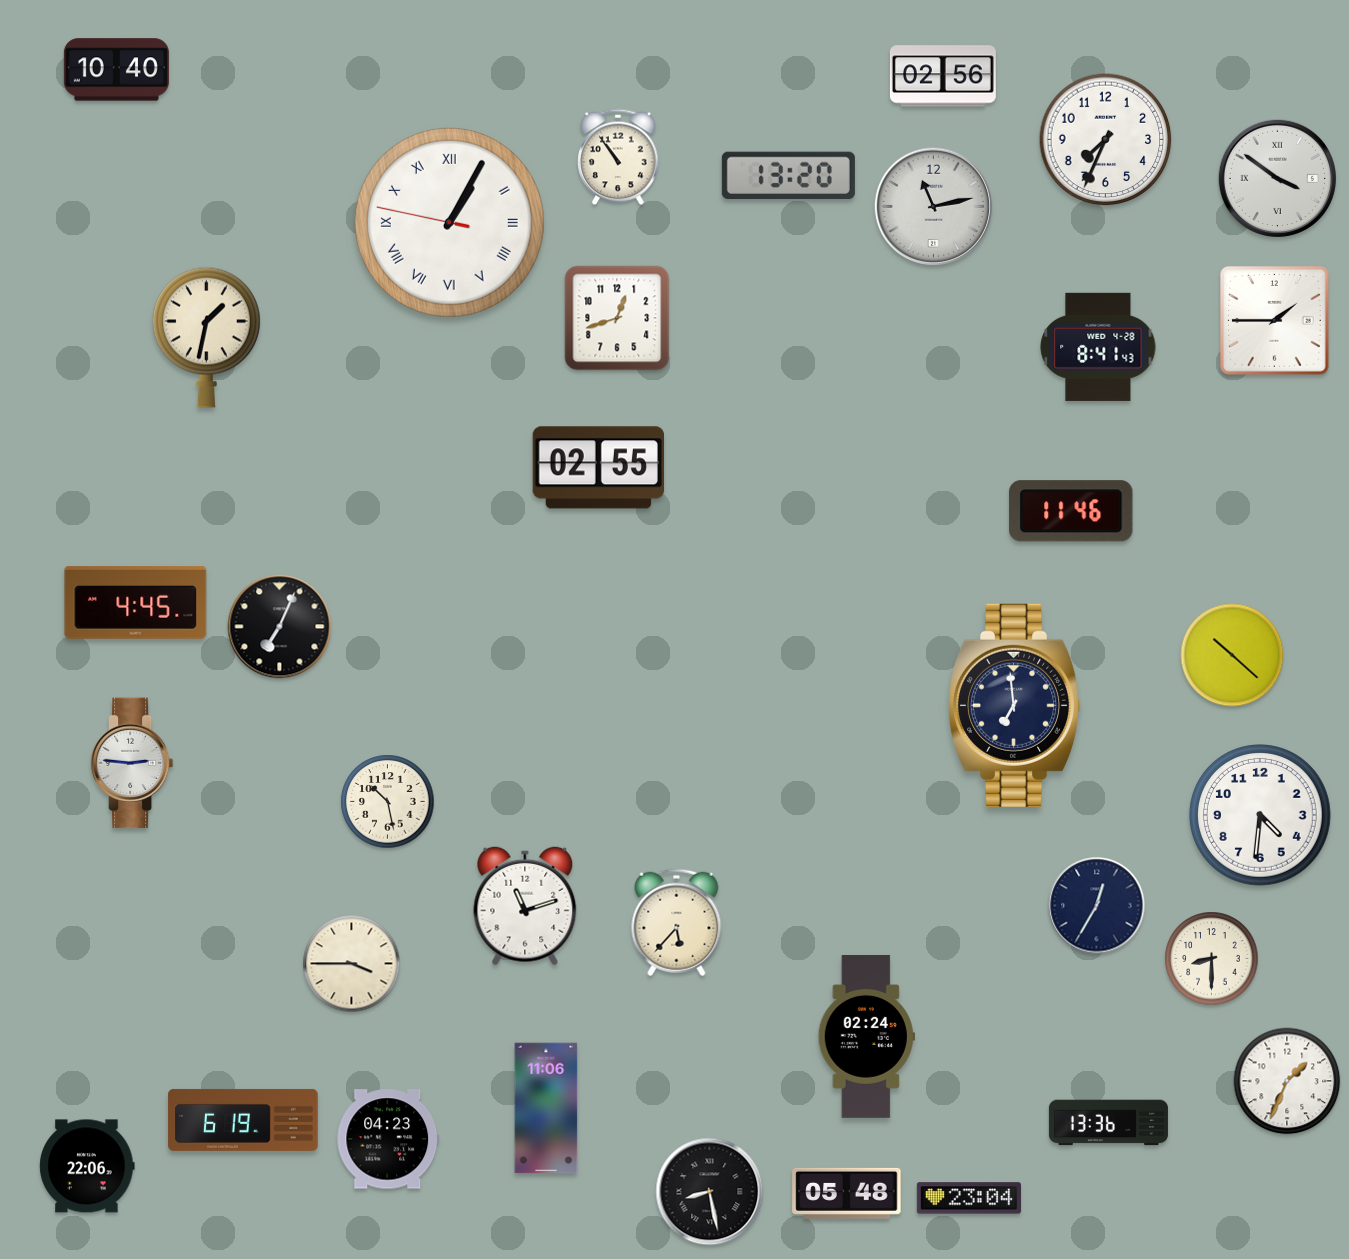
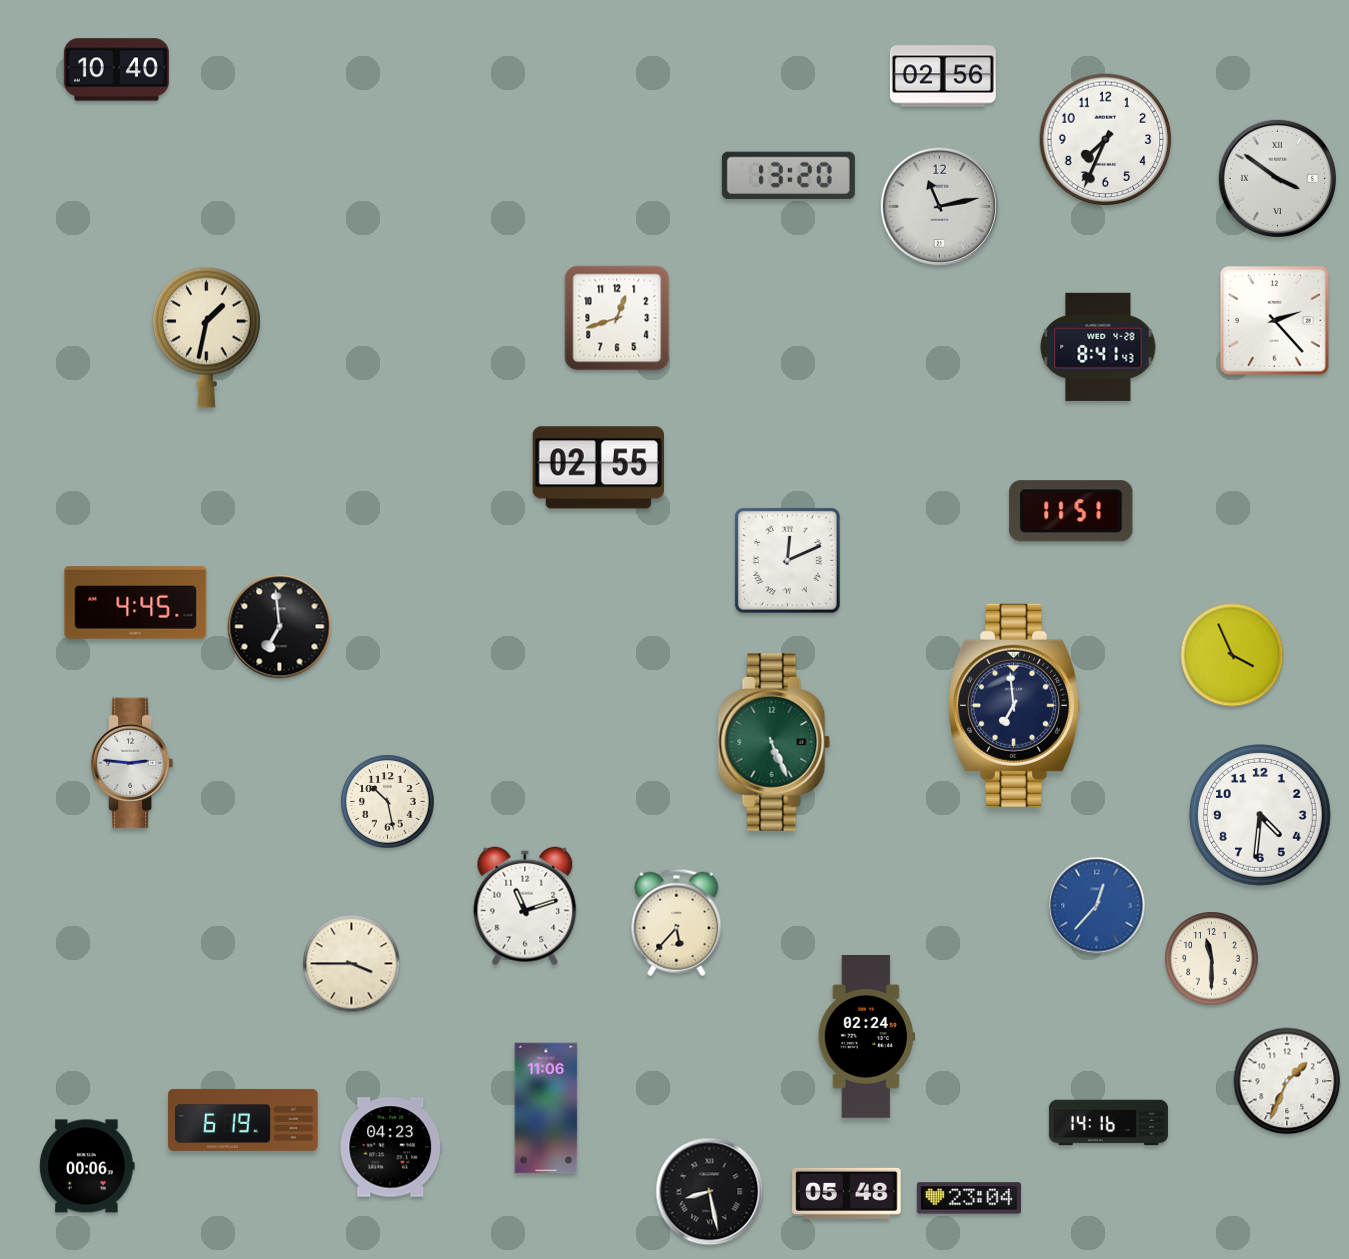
clock at (618, 157): 10:54 -> none
clock at (933, 206) position: (933, 206) -> (939, 206)
clock at (449, 222): 1:04 -> none
clock at (1275, 321): 1:45 -> 2:23
clock at (1071, 511): 11:46 -> 11:51
clock at (787, 560): none -> 12:11
clock at (280, 627): 7:04 -> 6:59
clock at (1232, 655): 10:22 -> 3:56
clock at (774, 742): none -> 5:26
clock at (1097, 906): 12:35 -> 12:37
clock at (1097, 906) dial: navy -> blue
clock at (1212, 959): 8:30 -> 11:30
clock at (1108, 1123): 13:36 -> 14:16
clock at (388, 1139) position: (388, 1139) -> (391, 1147)
clock at (87, 1166): 22:06 -> 00:06
